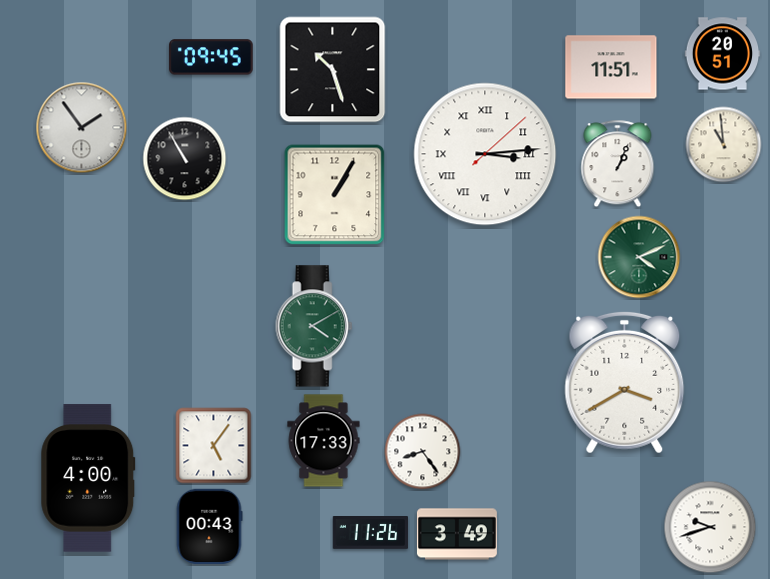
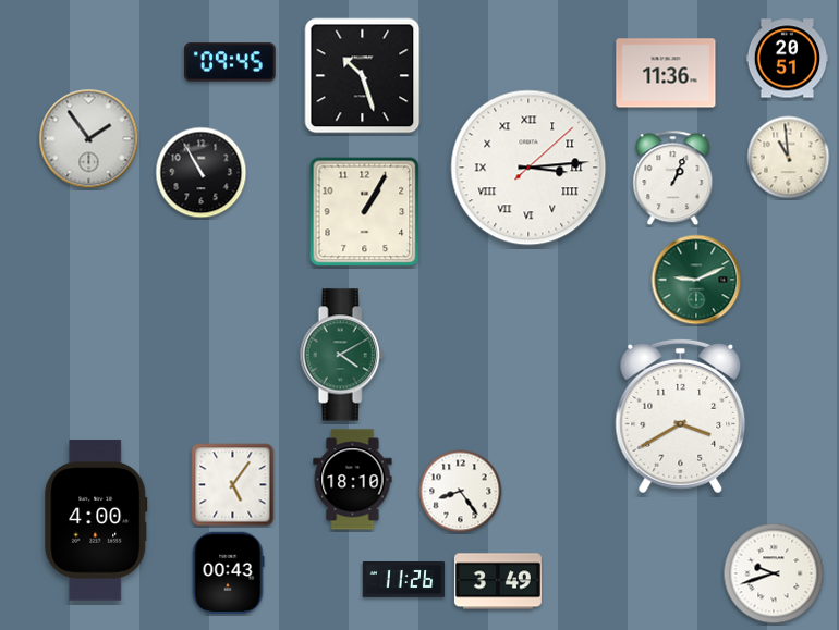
clock at (611, 67): 11:51 -> 11:36
clock at (639, 257): 4:11 -> 9:11
clock at (324, 441): 17:33 -> 18:10
